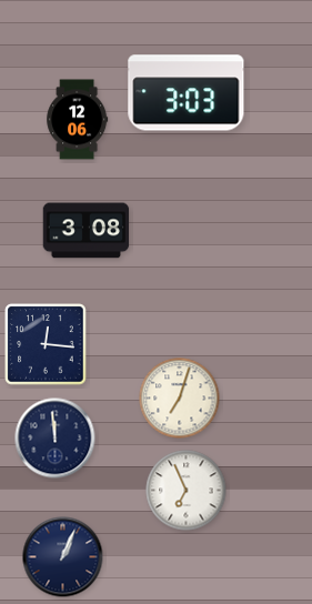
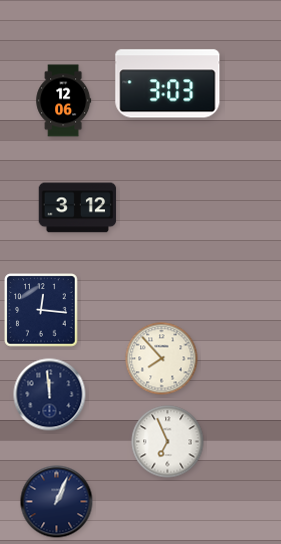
clock at (78, 120) position: (78, 120) -> (64, 101)
clock at (87, 231): 3:08 -> 3:12
clock at (180, 399): 7:03 -> 7:53
